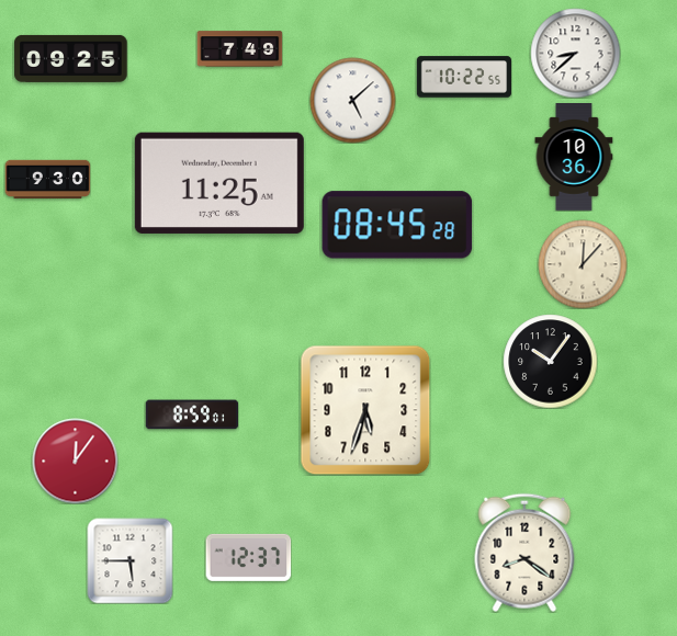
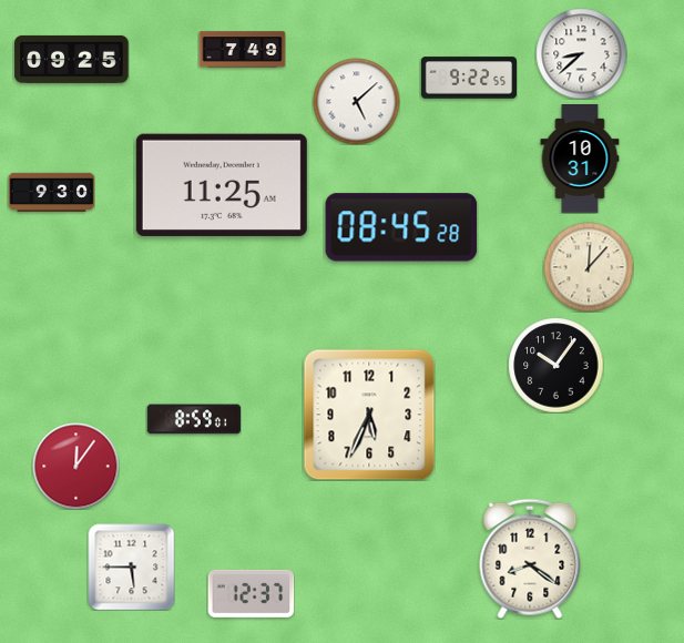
clock at (463, 77): 10:22 -> 9:22
clock at (574, 158): 10:36 -> 10:31
clock at (47, 179) position: (47, 179) -> (51, 192)
clock at (365, 410): 5:33 -> 5:34
clock at (248, 557) position: (248, 557) -> (251, 593)
